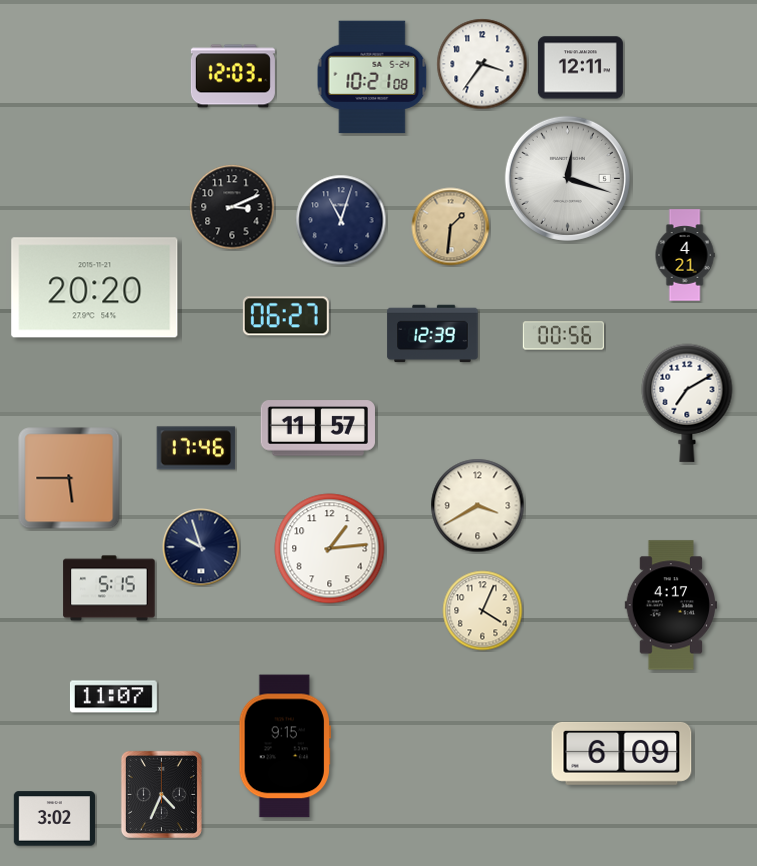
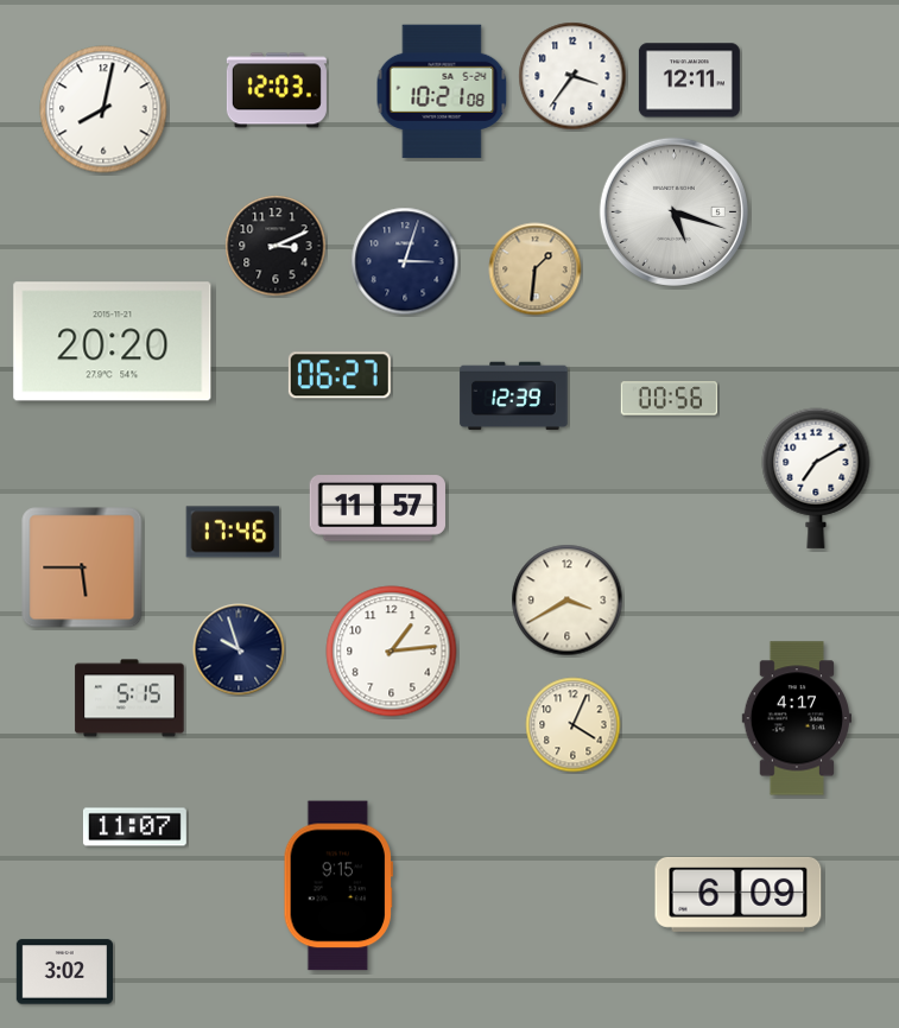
clock at (103, 109): none -> 8:02
clock at (567, 178): 12:18 -> 5:18
clock at (341, 220): 11:03 -> 3:03
clock at (685, 255): 4:21 -> none
clock at (161, 794): 4:34 -> none
